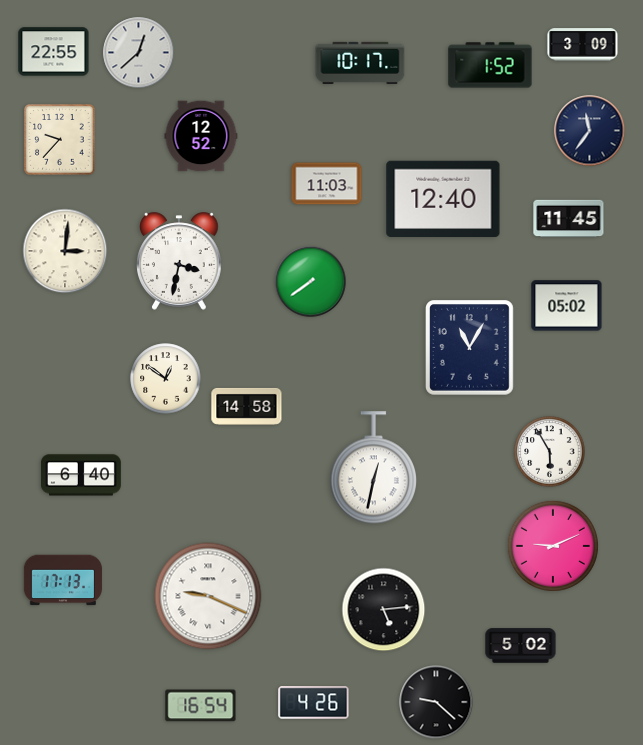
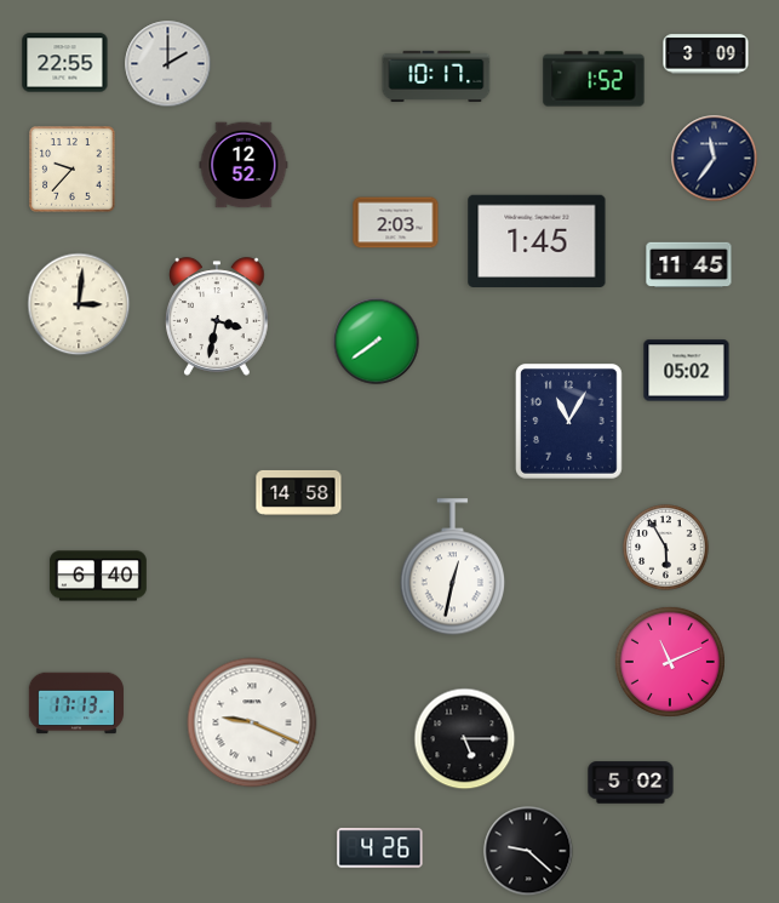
clock at (139, 53): 12:38 -> 2:00
clock at (327, 184): 11:03 -> 2:03
clock at (443, 198): 12:40 -> 1:45
clock at (166, 379): 12:51 -> none
clock at (553, 546): 9:11 -> 11:11
clock at (384, 610): 5:14 -> 5:15
clock at (314, 703) position: (314, 703) -> (380, 848)
clock at (201, 706): 16:54 -> none
